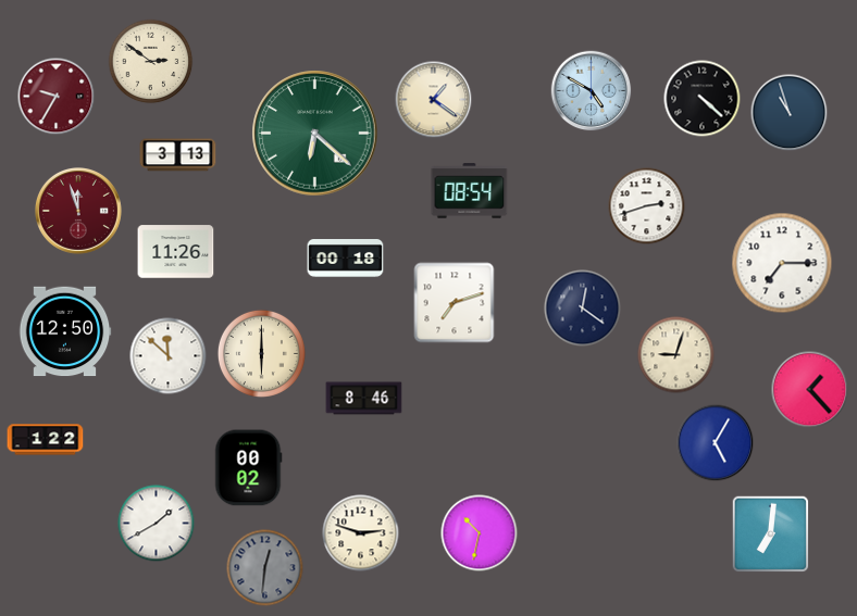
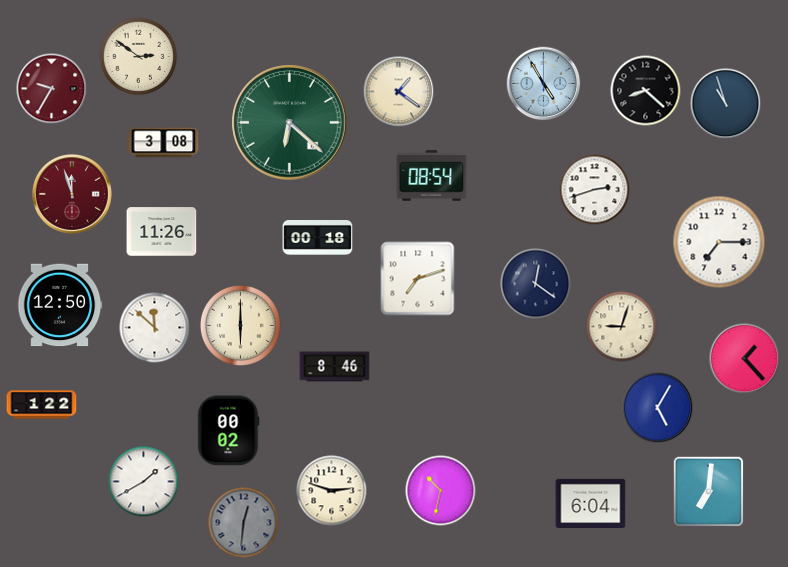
clock at (592, 91): 4:50 -> 4:55
clock at (703, 99): 4:22 -> 8:22
clock at (178, 155): 3:13 -> 3:08
clock at (591, 503): none -> 6:04
